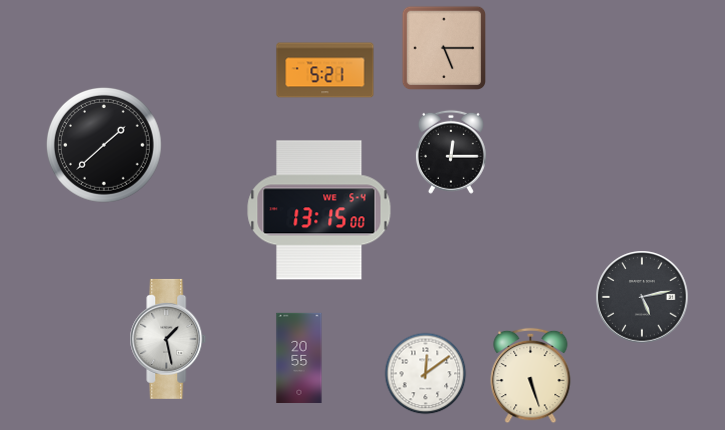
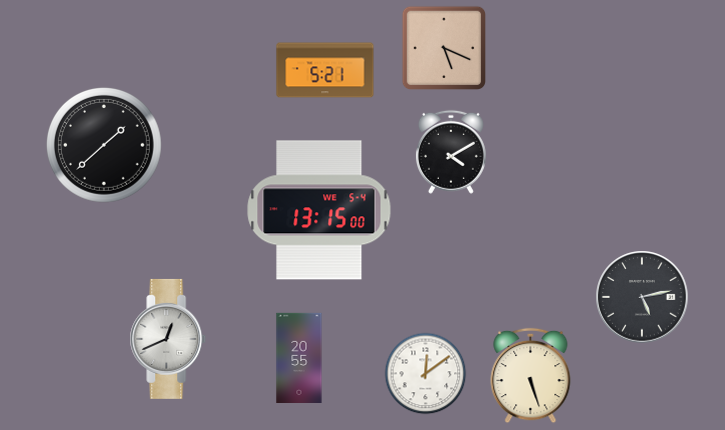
clock at (443, 47): 5:15 -> 5:19
clock at (451, 152): 12:15 -> 4:10
clock at (168, 339): 1:28 -> 12:41
